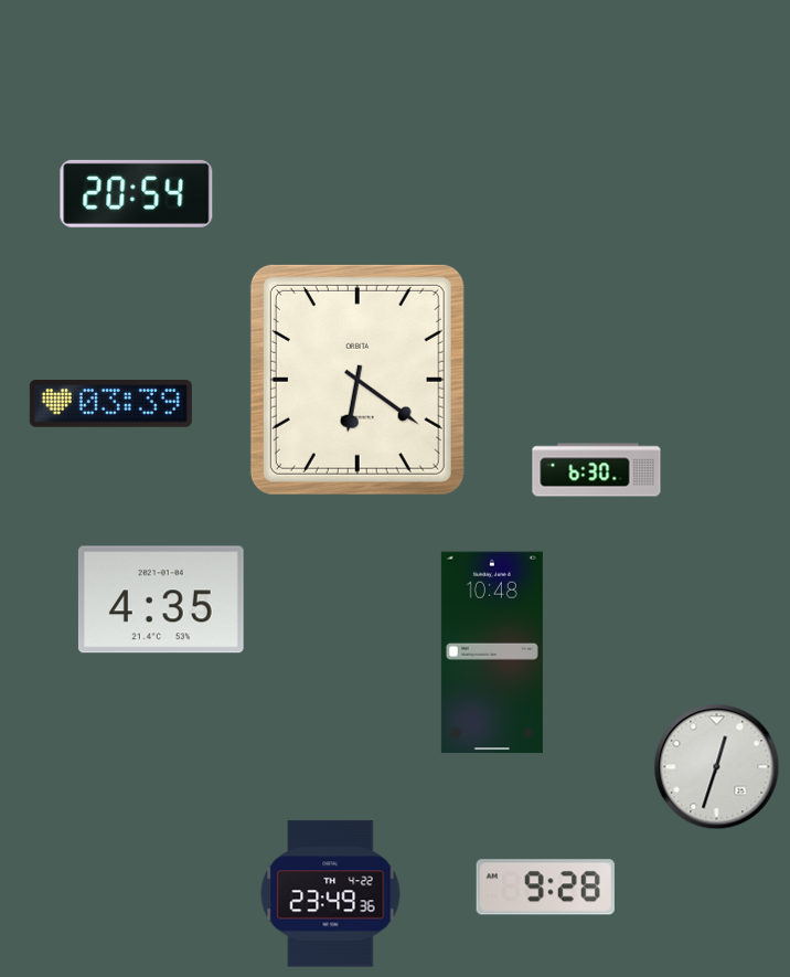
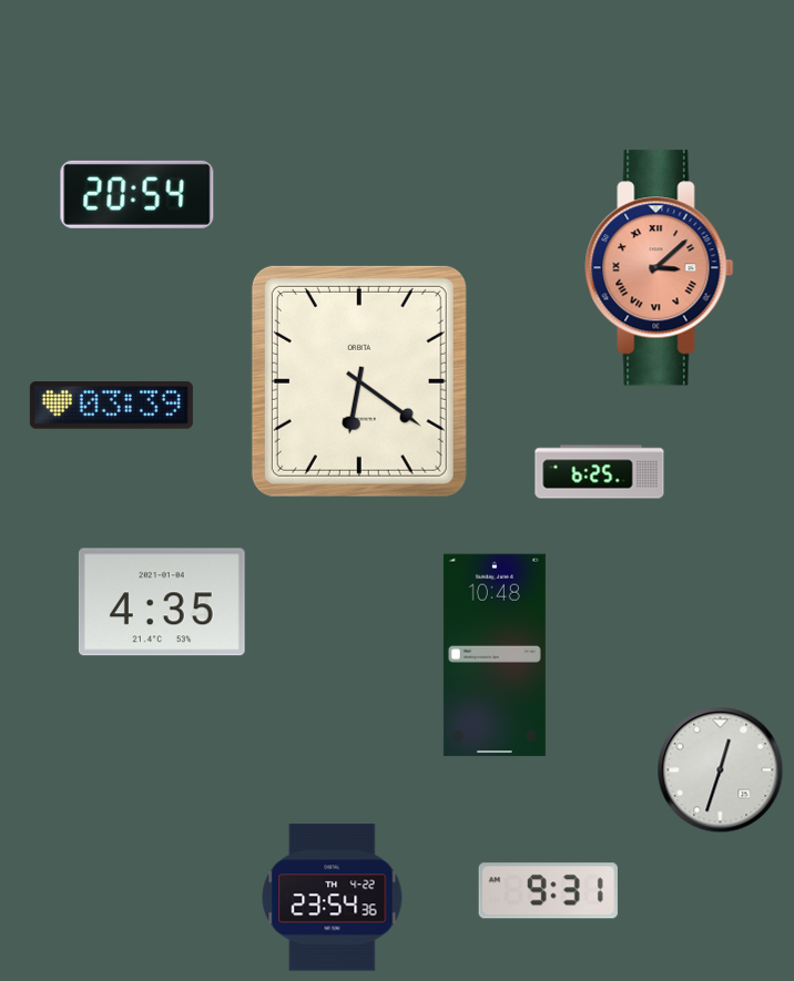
clock at (660, 268): none -> 3:08
clock at (597, 470): 6:30 -> 6:25
clock at (545, 888): 9:28 -> 9:31
clock at (331, 894): 23:49 -> 23:54
